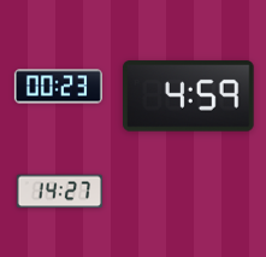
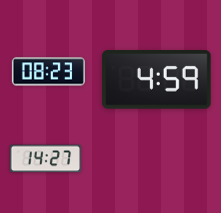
clock at (58, 87): 00:23 -> 08:23
clock at (60, 192) position: (60, 192) -> (46, 159)
